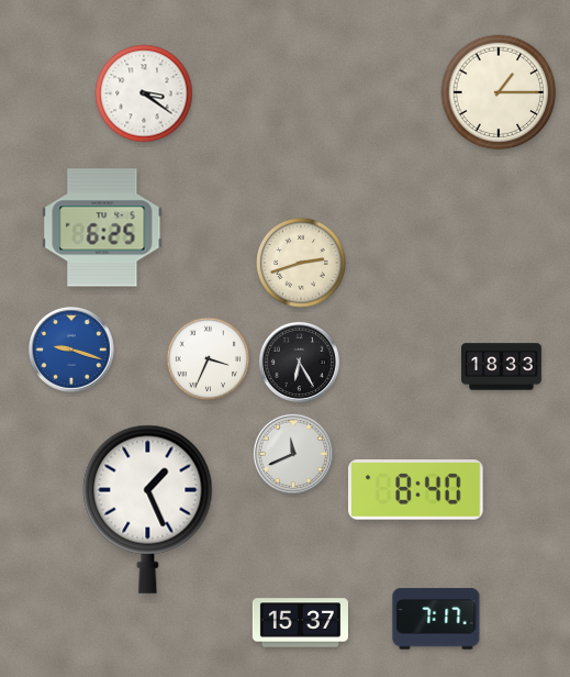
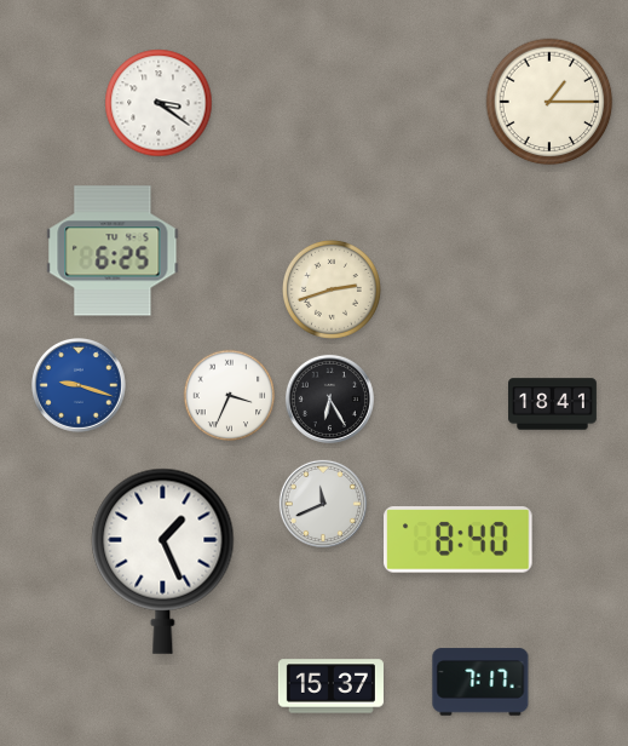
clock at (502, 367): 18:33 -> 18:41
clock at (293, 454) position: (293, 454) -> (323, 504)
